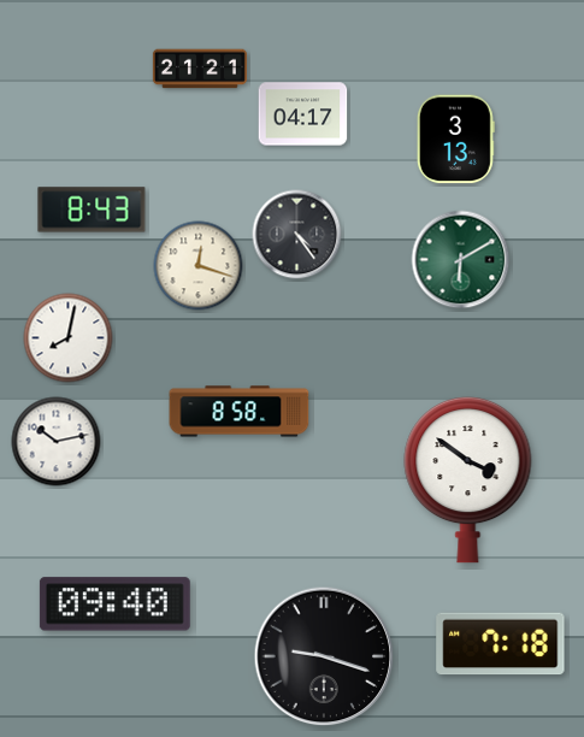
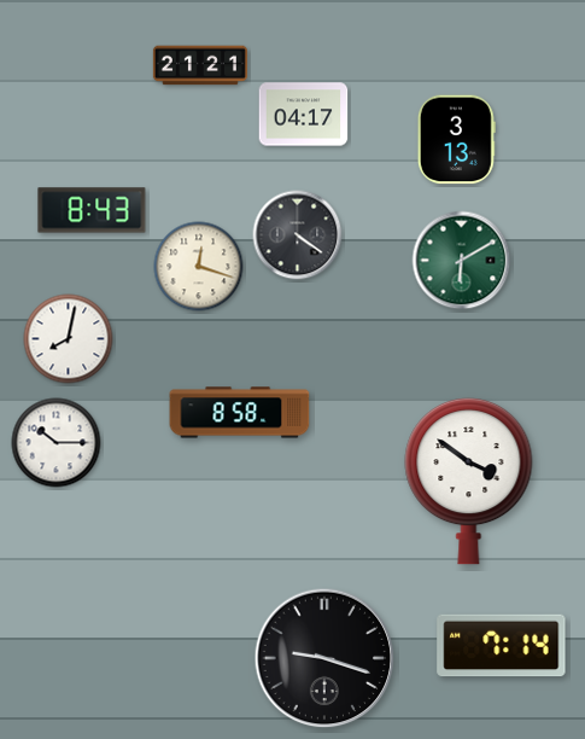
clock at (200, 69) position: (200, 69) -> (200, 65)
clock at (297, 235): 4:24 -> 4:21
clock at (57, 442): 10:13 -> 10:15
clock at (114, 605): 09:40 -> none
clock at (501, 644): 7:18 -> 7:14
